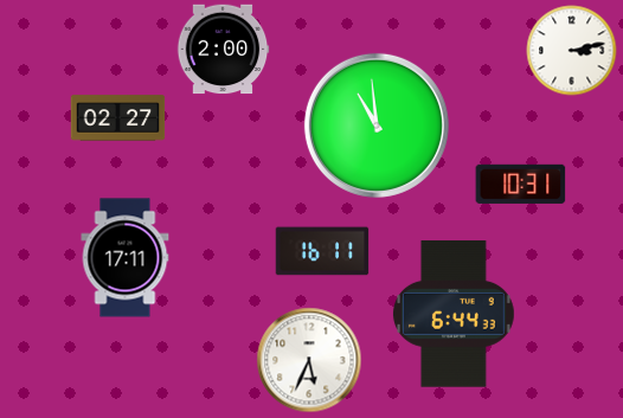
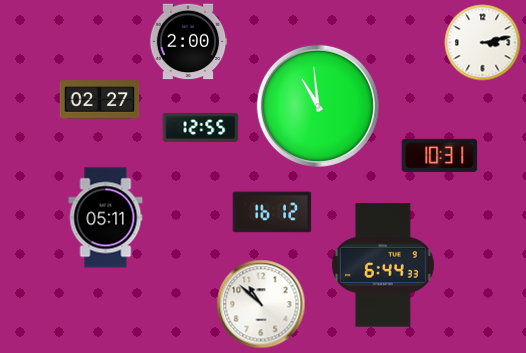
clock at (201, 127): none -> 12:55
clock at (322, 251): 16:11 -> 16:12
clock at (126, 258): 17:11 -> 05:11
clock at (309, 360): 5:34 -> 10:52
